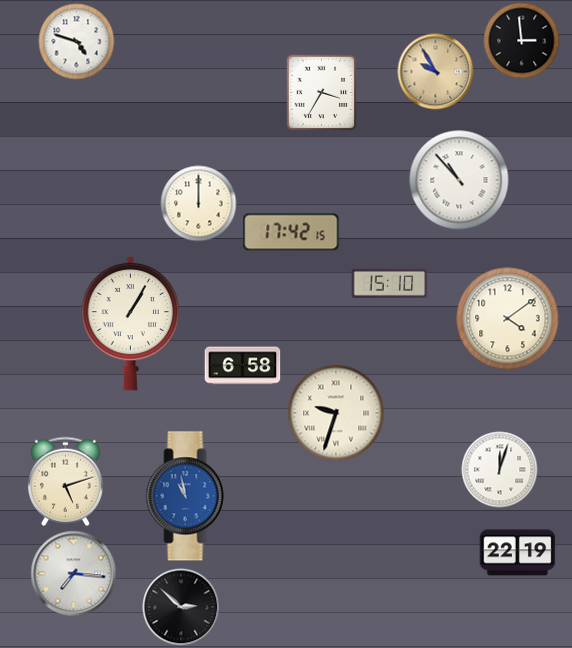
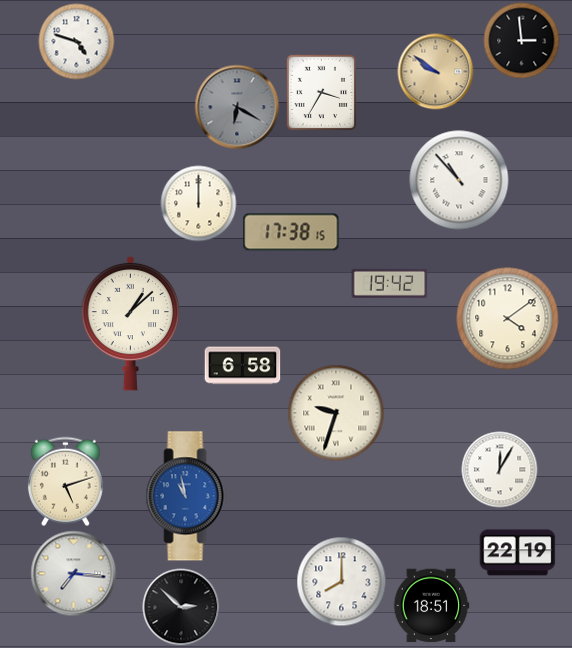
clock at (436, 72): 9:55 -> 9:51
clock at (237, 107): none -> 6:20
clock at (291, 232): 17:42 -> 17:38
clock at (390, 283): 15:10 -> 19:42
clock at (131, 323): 1:05 -> 1:08
clock at (500, 470): 12:03 -> 12:05
clock at (342, 582): none -> 8:00
clock at (431, 606): none -> 18:51
